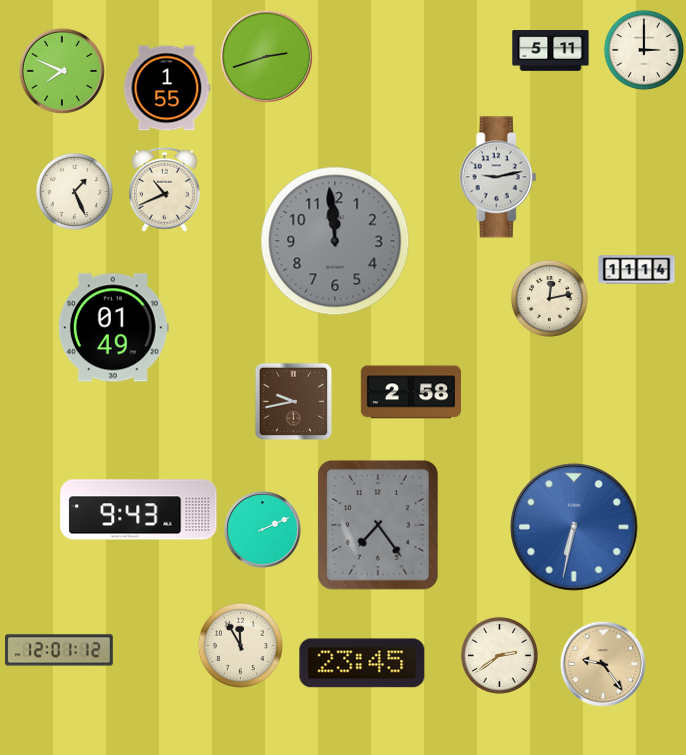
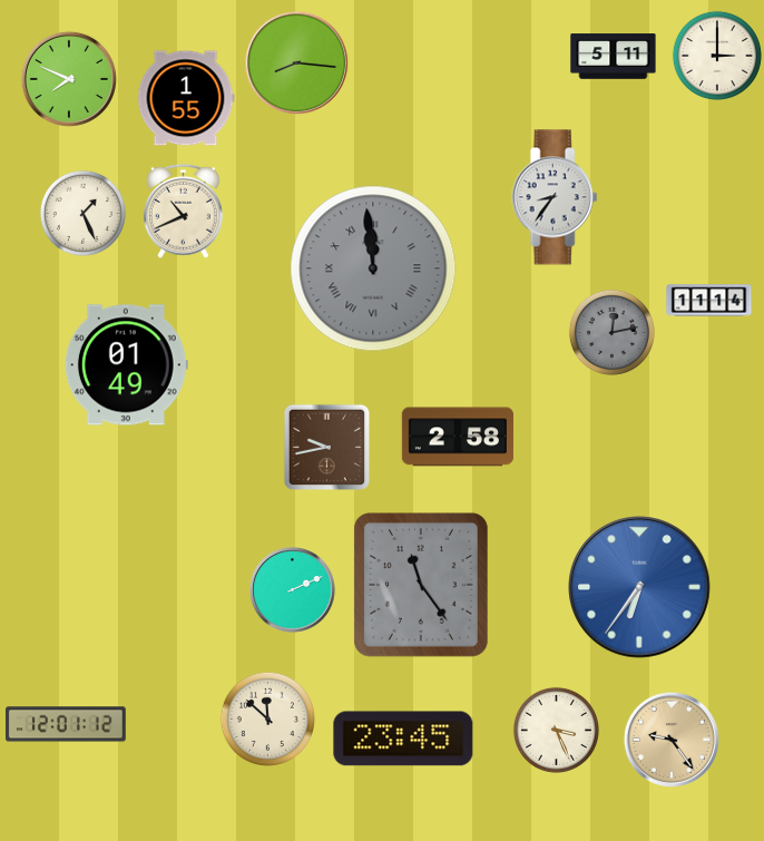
clock at (266, 56): 2:42 -> 8:16
clock at (498, 177): 9:13 -> 8:36
clock at (335, 241) numerals: Arabic -> Roman
clock at (549, 298) dial: cream -> grey
clock at (139, 510): 9:43 -> none
clock at (378, 525): 7:24 -> 11:24
clock at (574, 527): 6:32 -> 6:36
clock at (240, 645): 11:55 -> 11:52
clock at (499, 655): 2:39 -> 3:26
